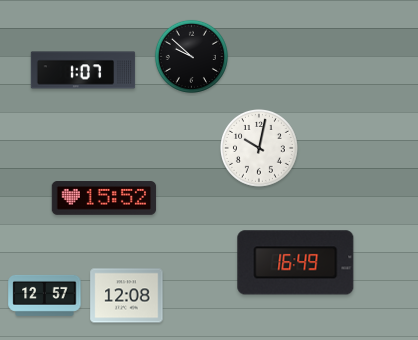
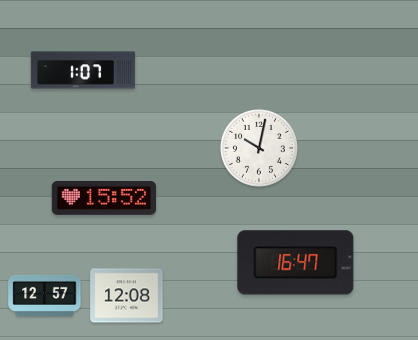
clock at (191, 56): 9:52 -> none
clock at (296, 263): 16:49 -> 16:47
